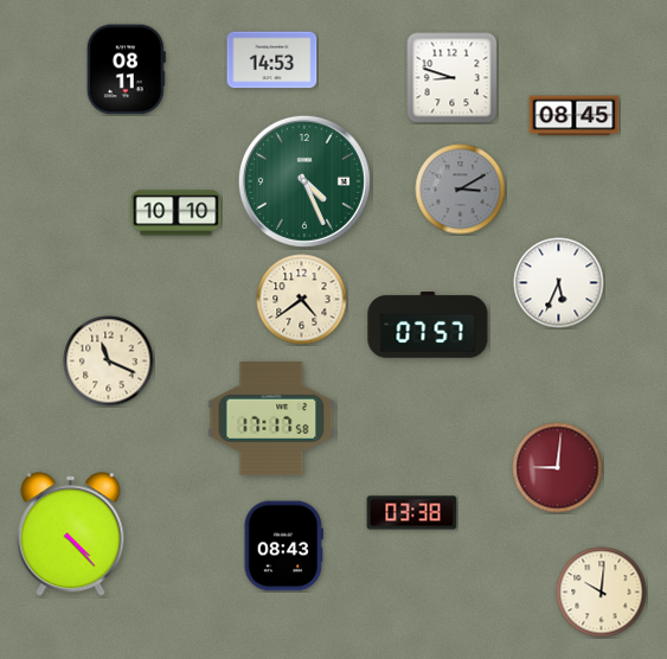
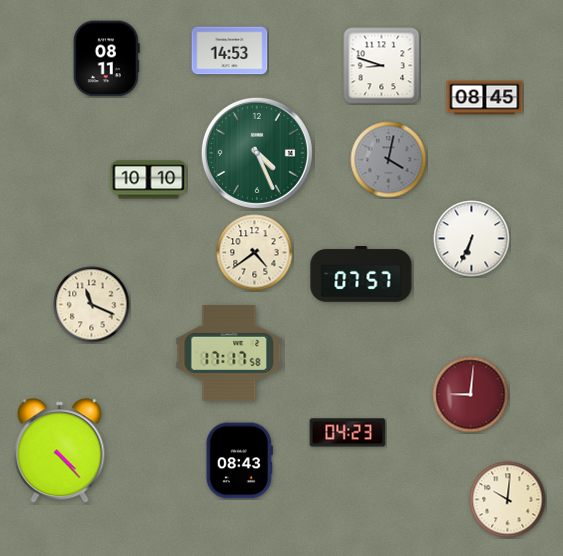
clock at (461, 190): 3:10 -> 4:02
clock at (559, 283): 5:34 -> 6:34
clock at (412, 513): 03:38 -> 04:23
